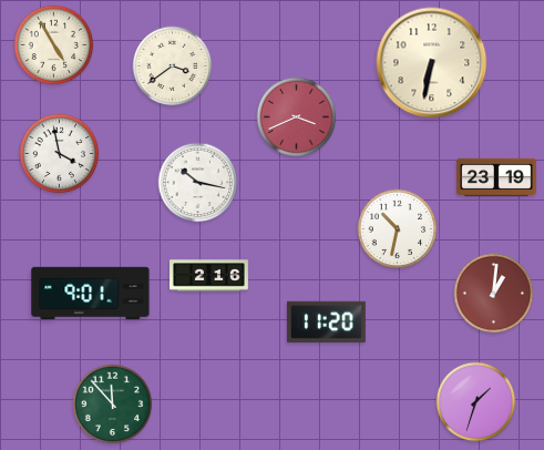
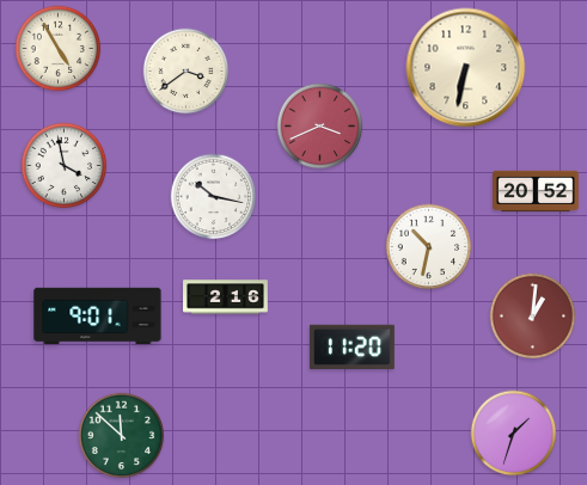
clock at (496, 177): 23:19 -> 20:52
clock at (113, 405): 11:53 -> 11:52
